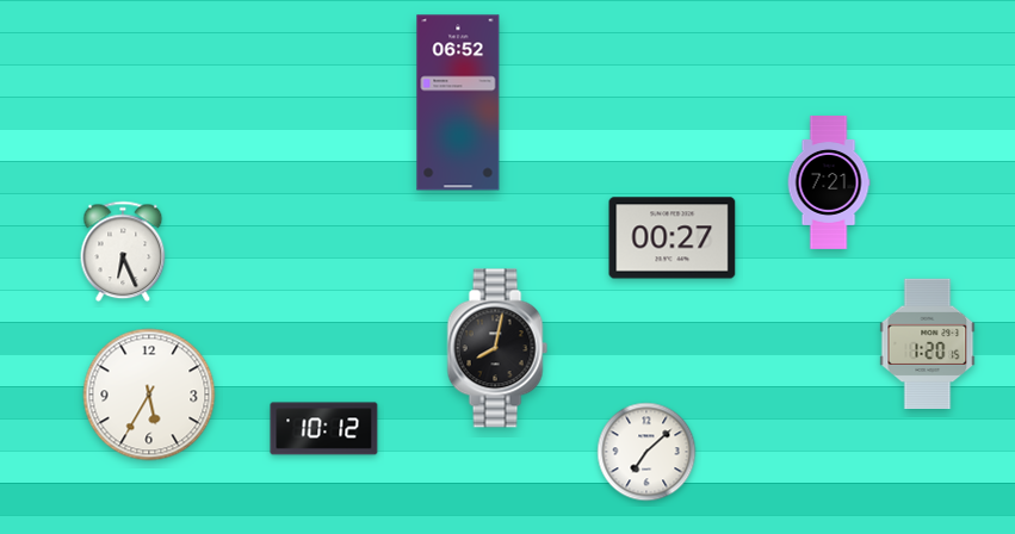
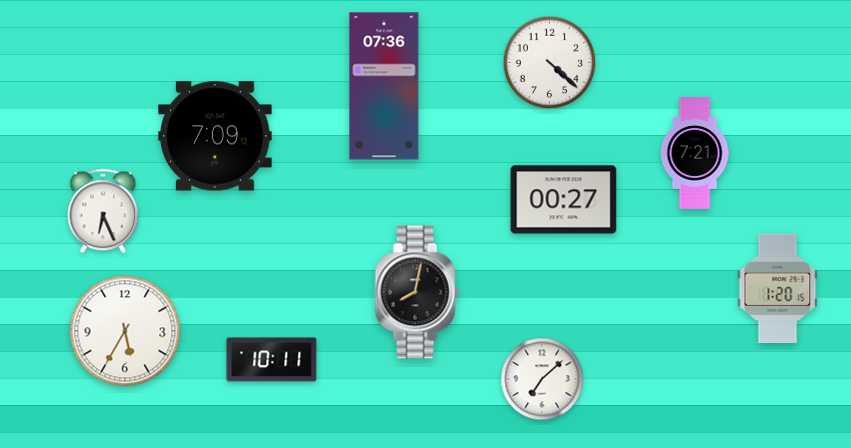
clock at (550, 63): none -> 4:22
clock at (458, 103): 06:52 -> 07:36
clock at (215, 136): none -> 7:09
clock at (324, 429): 10:12 -> 10:11
